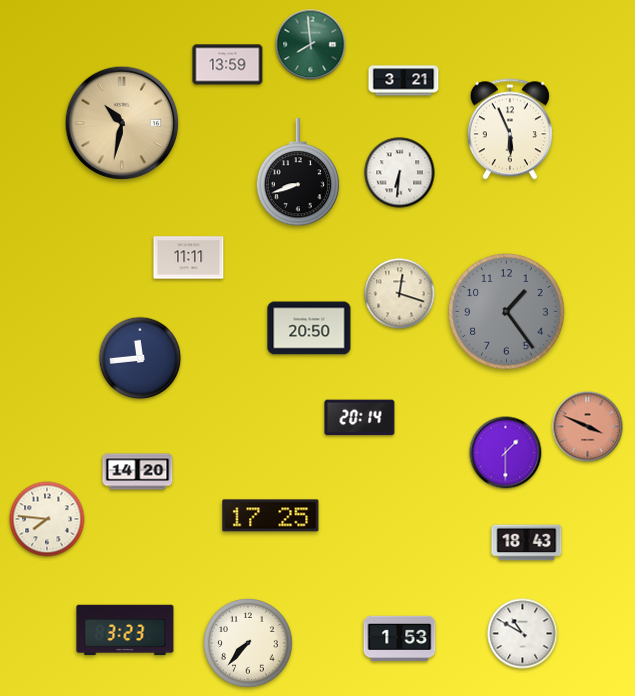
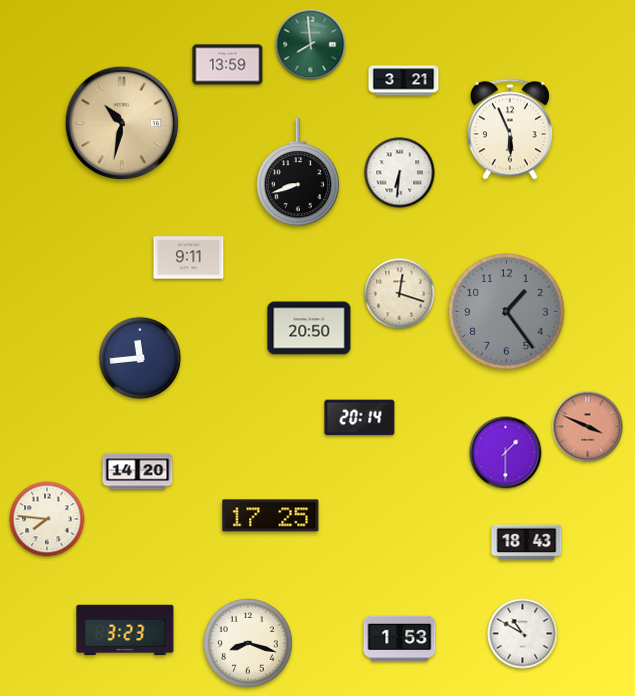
clock at (189, 258): 11:11 -> 9:11
clock at (249, 644): 7:37 -> 8:18
